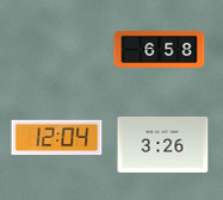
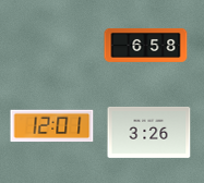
clock at (57, 138): 12:04 -> 12:01
